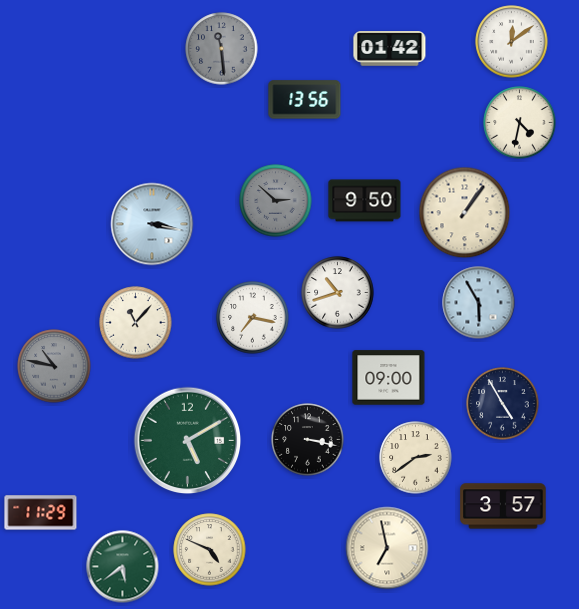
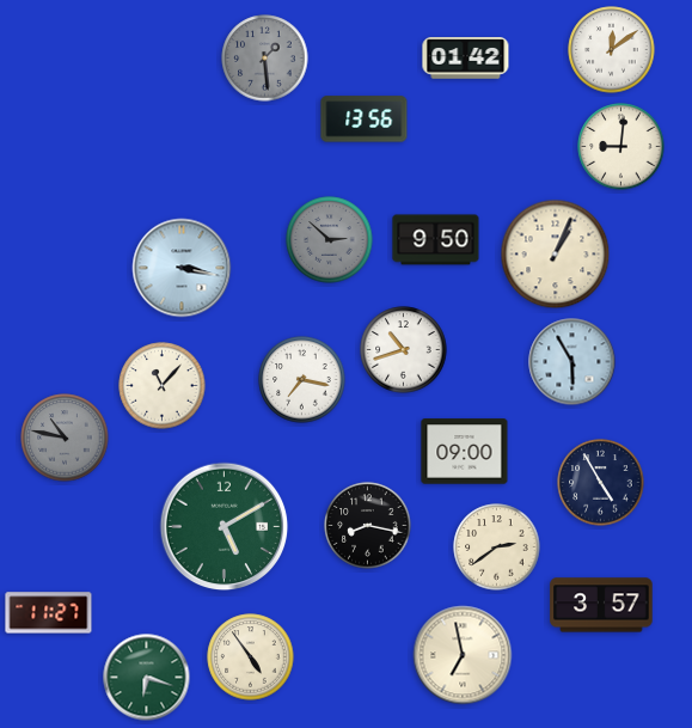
clock at (222, 49): 11:29 -> 1:29
clock at (520, 123): 4:32 -> 9:01
clock at (465, 213): 1:06 -> 1:04
clock at (308, 440): 3:17 -> 8:17
clock at (41, 513): 11:29 -> 11:27
clock at (210, 550): 4:49 -> 4:54
clock at (123, 567): 5:39 -> 6:18
